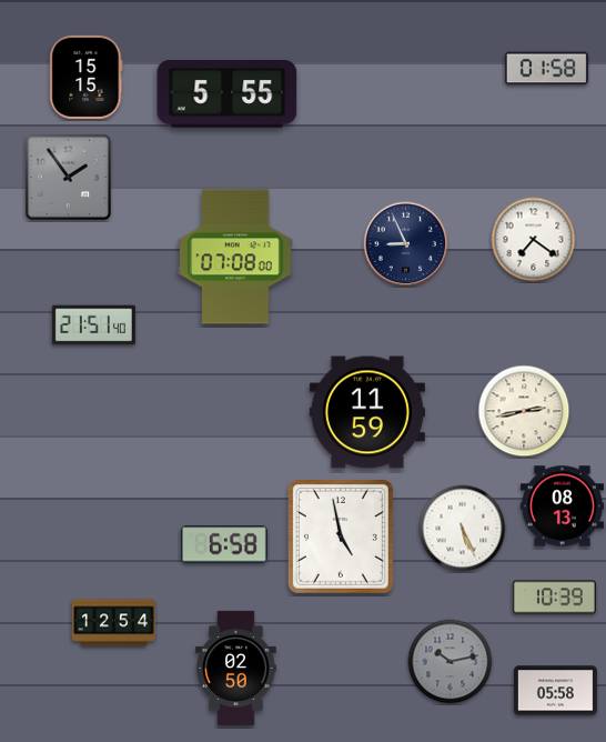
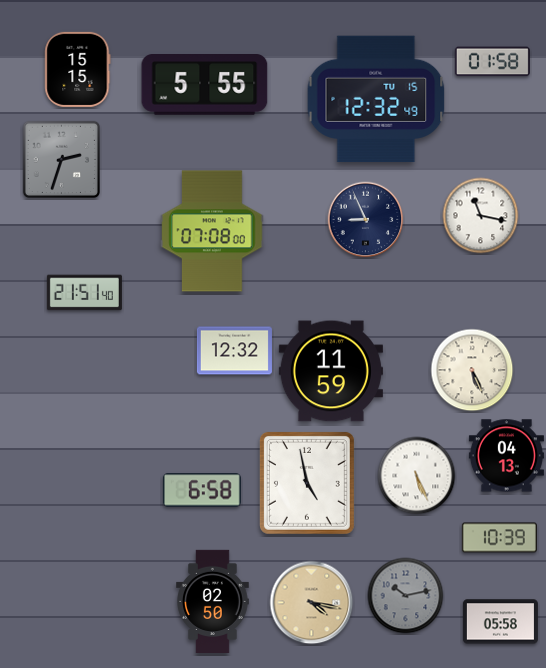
clock at (376, 99): none -> 12:32
clock at (68, 177): 1:54 -> 2:33
clock at (534, 240): 7:21 -> 11:17
clock at (234, 351): none -> 12:32
clock at (524, 411): 2:43 -> 5:26
clock at (562, 507): 08:13 -> 04:13
clock at (113, 623): 12:54 -> none
clock at (312, 603): none -> 4:17
